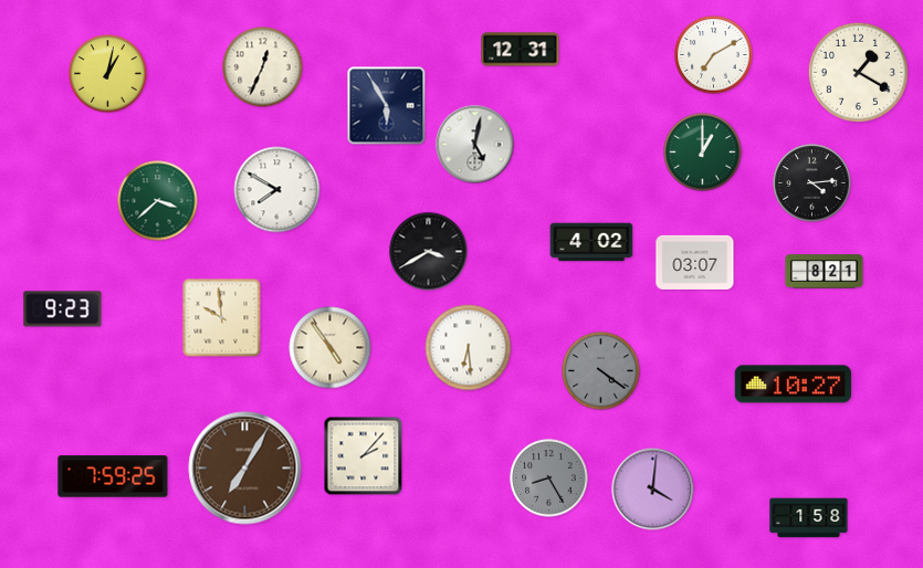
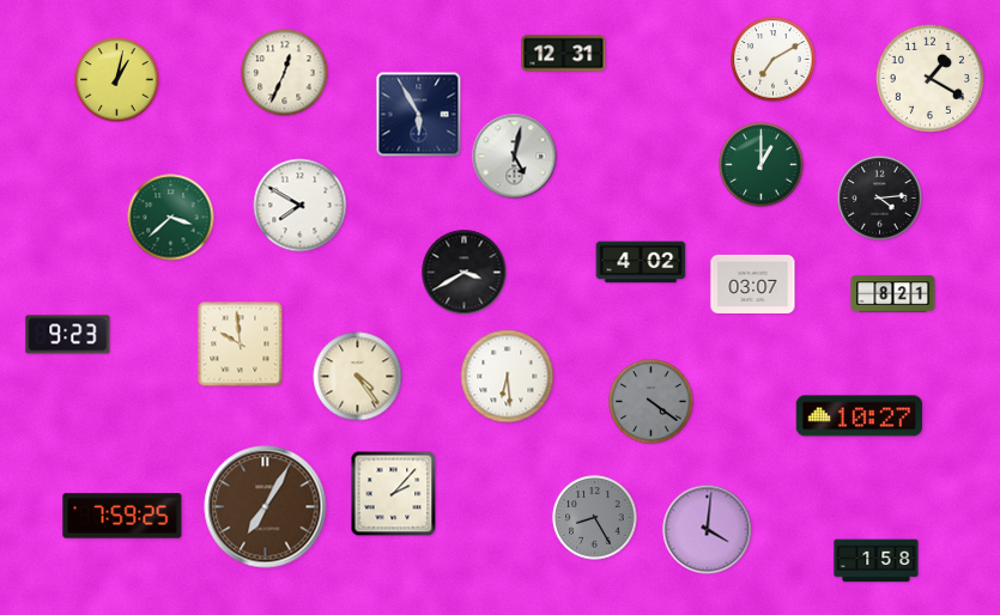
clock at (331, 348): 4:54 -> 4:24
